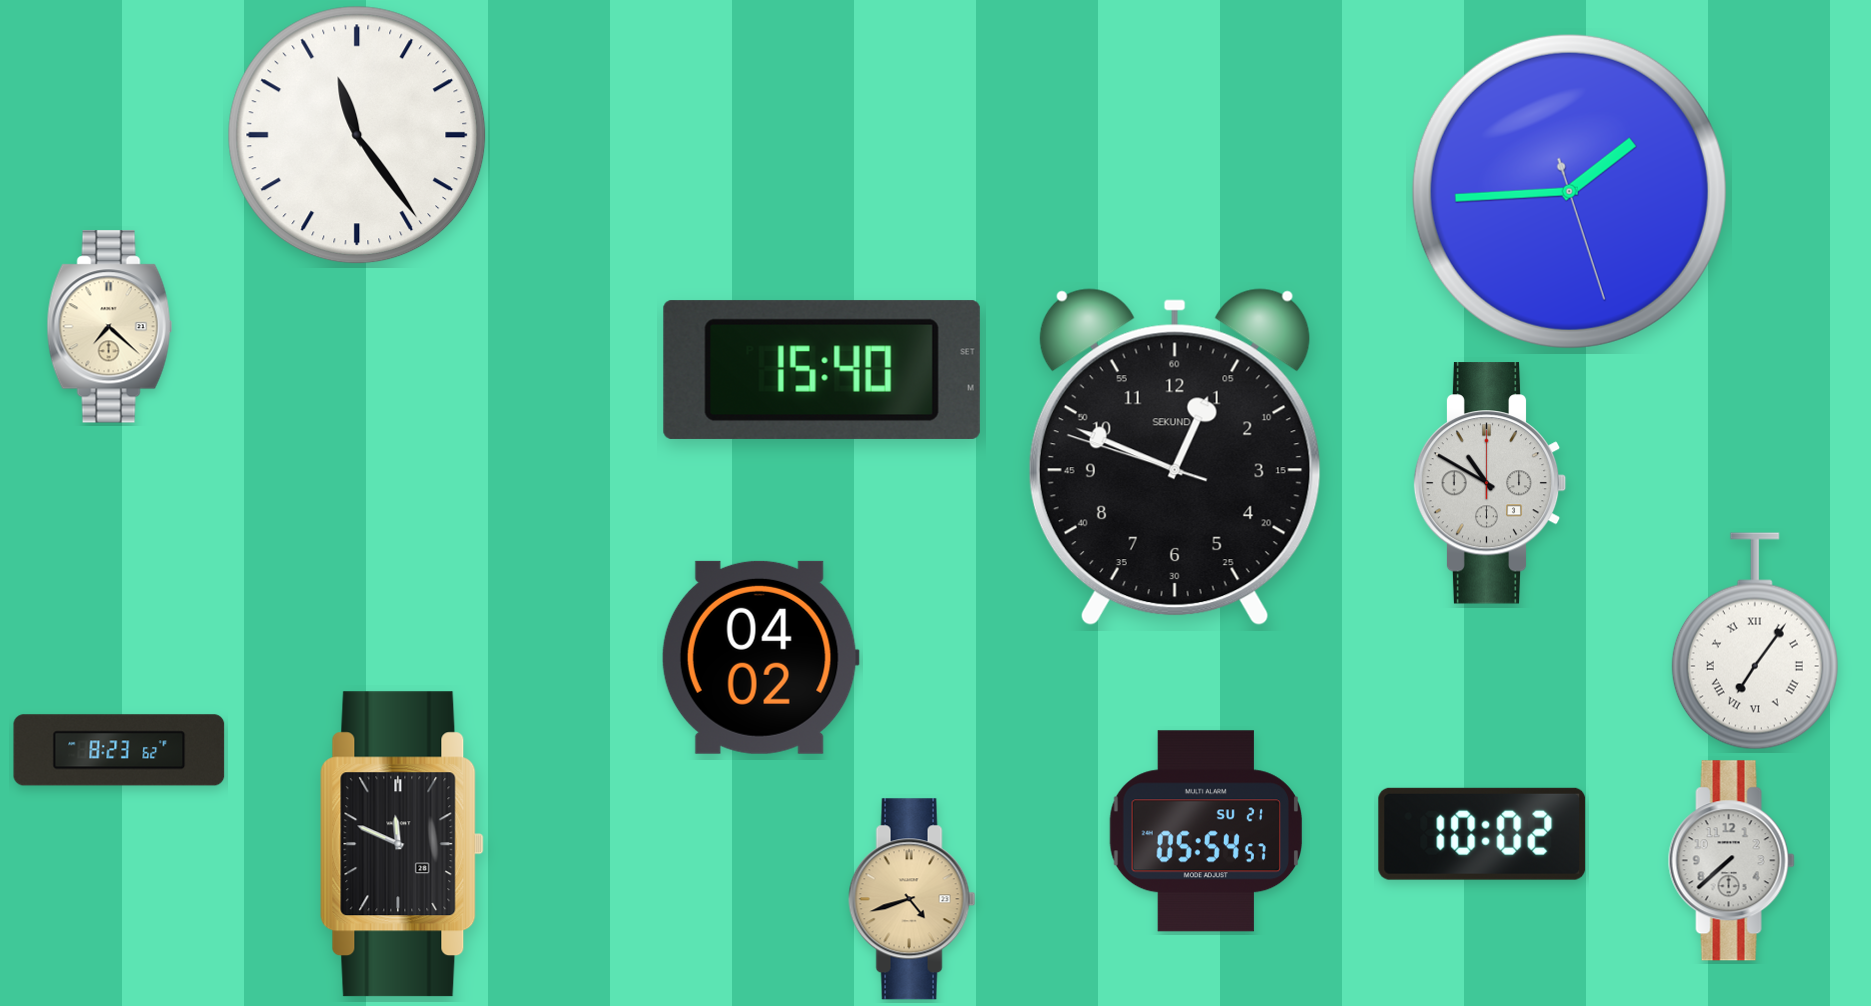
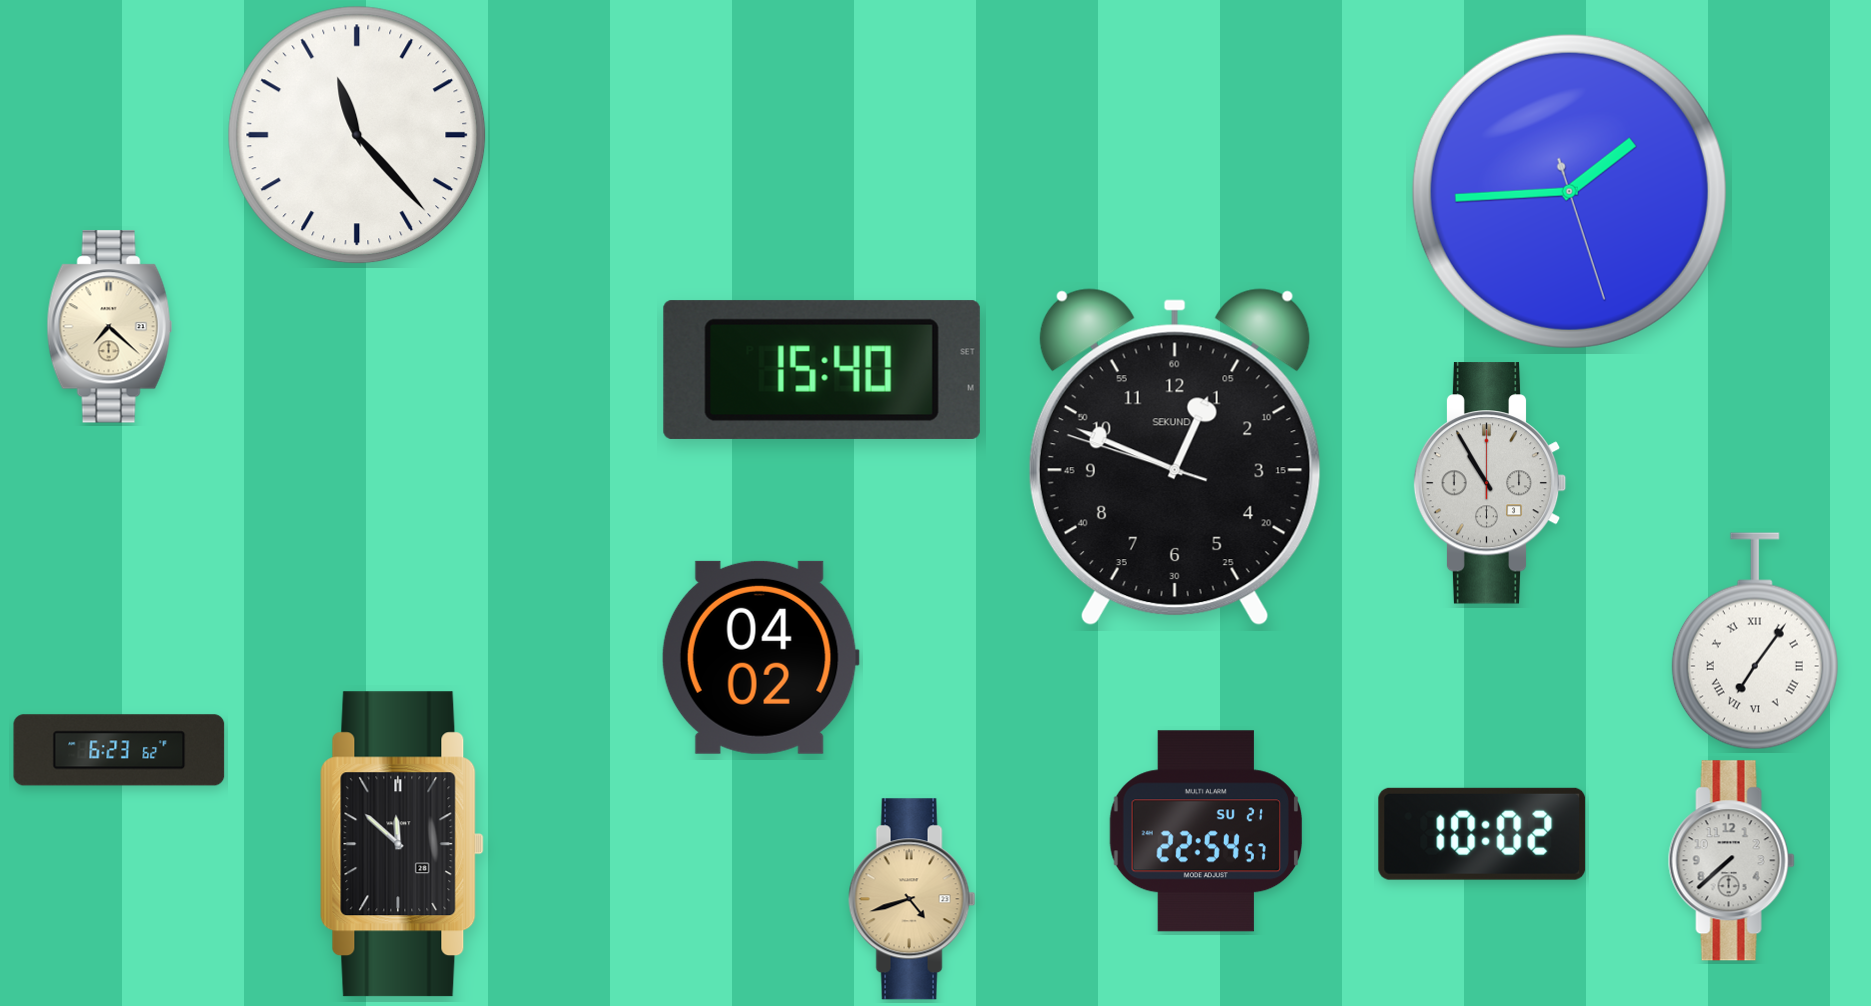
clock at (357, 135): 11:24 -> 11:23
clock at (1490, 483): 10:50 -> 10:55
clock at (119, 750): 8:23 -> 6:23
clock at (1205, 831): 05:54 -> 22:54
clock at (402, 844): 11:49 -> 11:52
